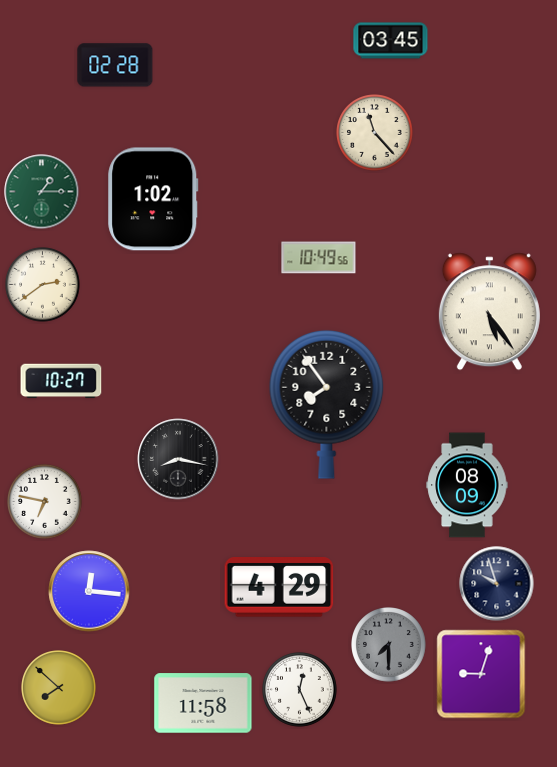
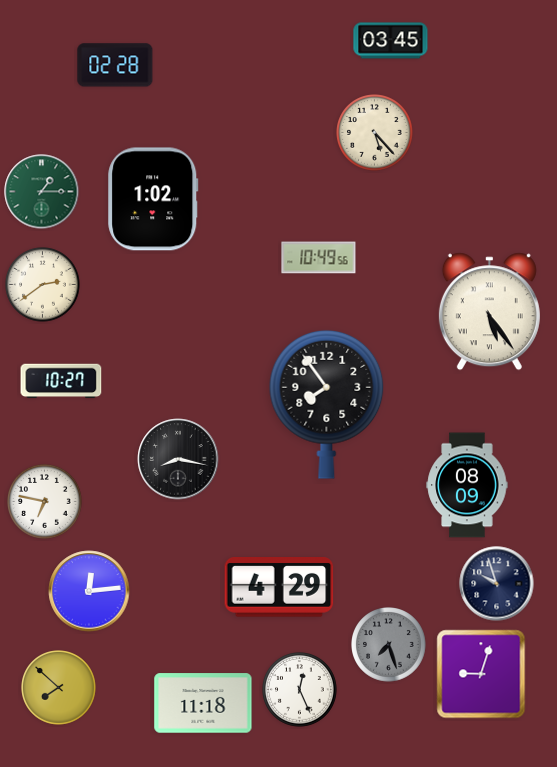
clock at (375, 133): 11:23 -> 5:23
clock at (89, 591): 12:16 -> 12:14
clock at (389, 645): 7:30 -> 7:27
clock at (203, 703): 11:58 -> 11:18
